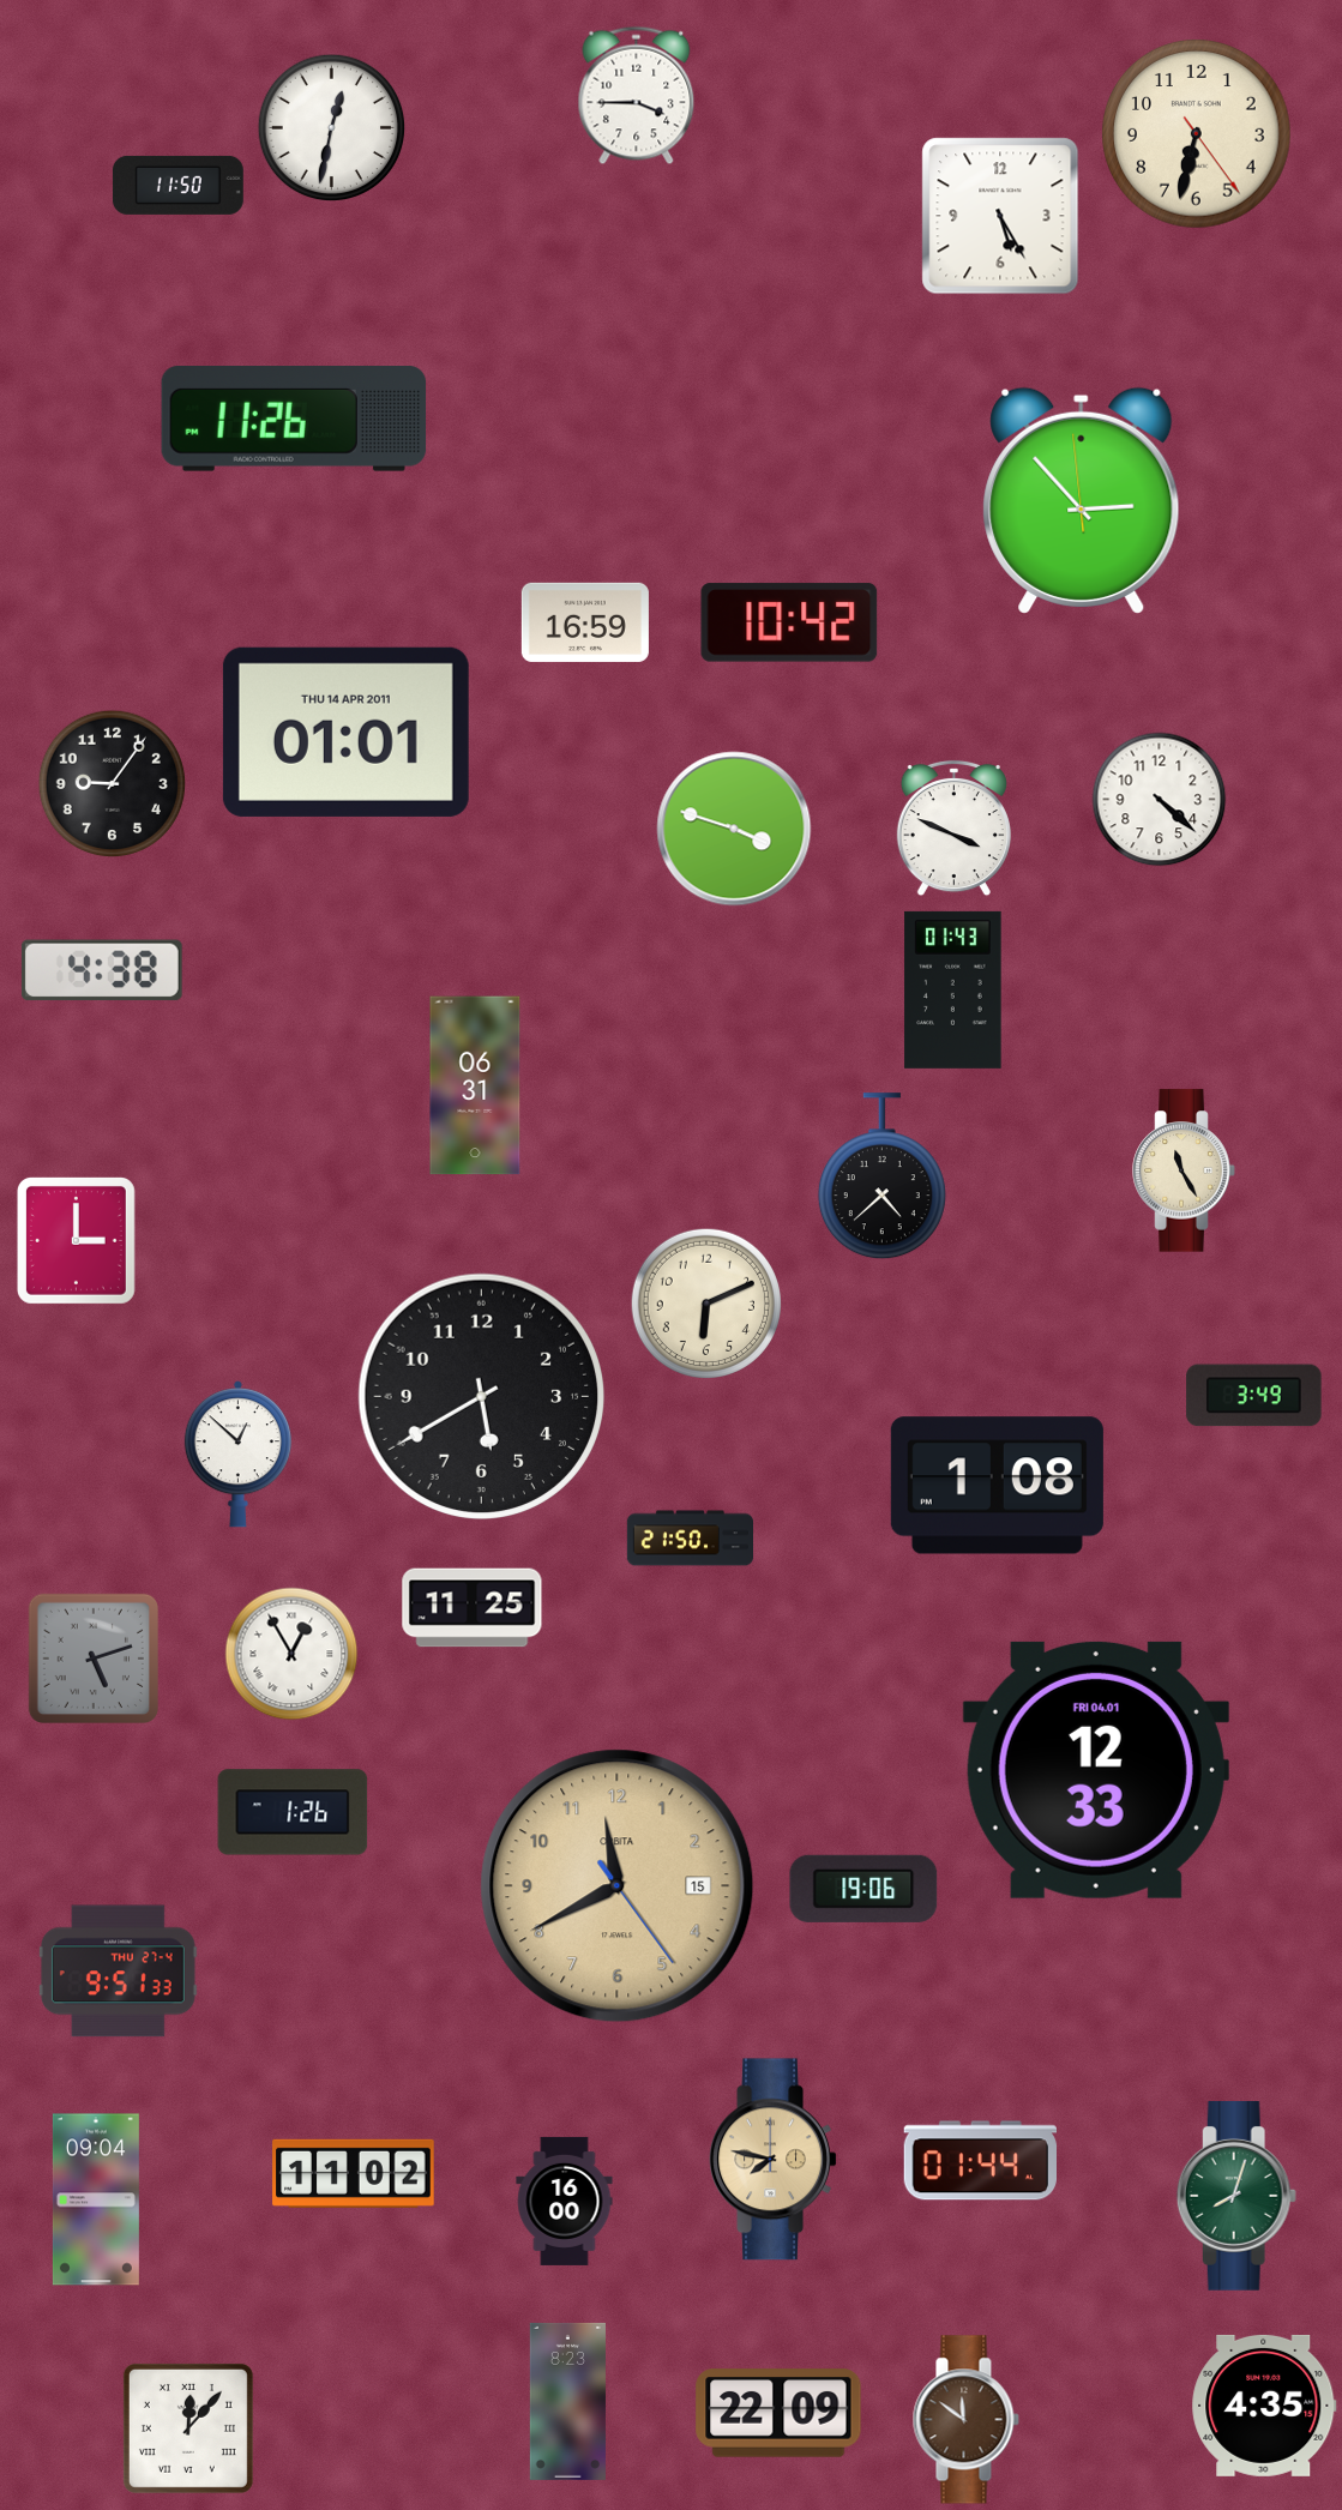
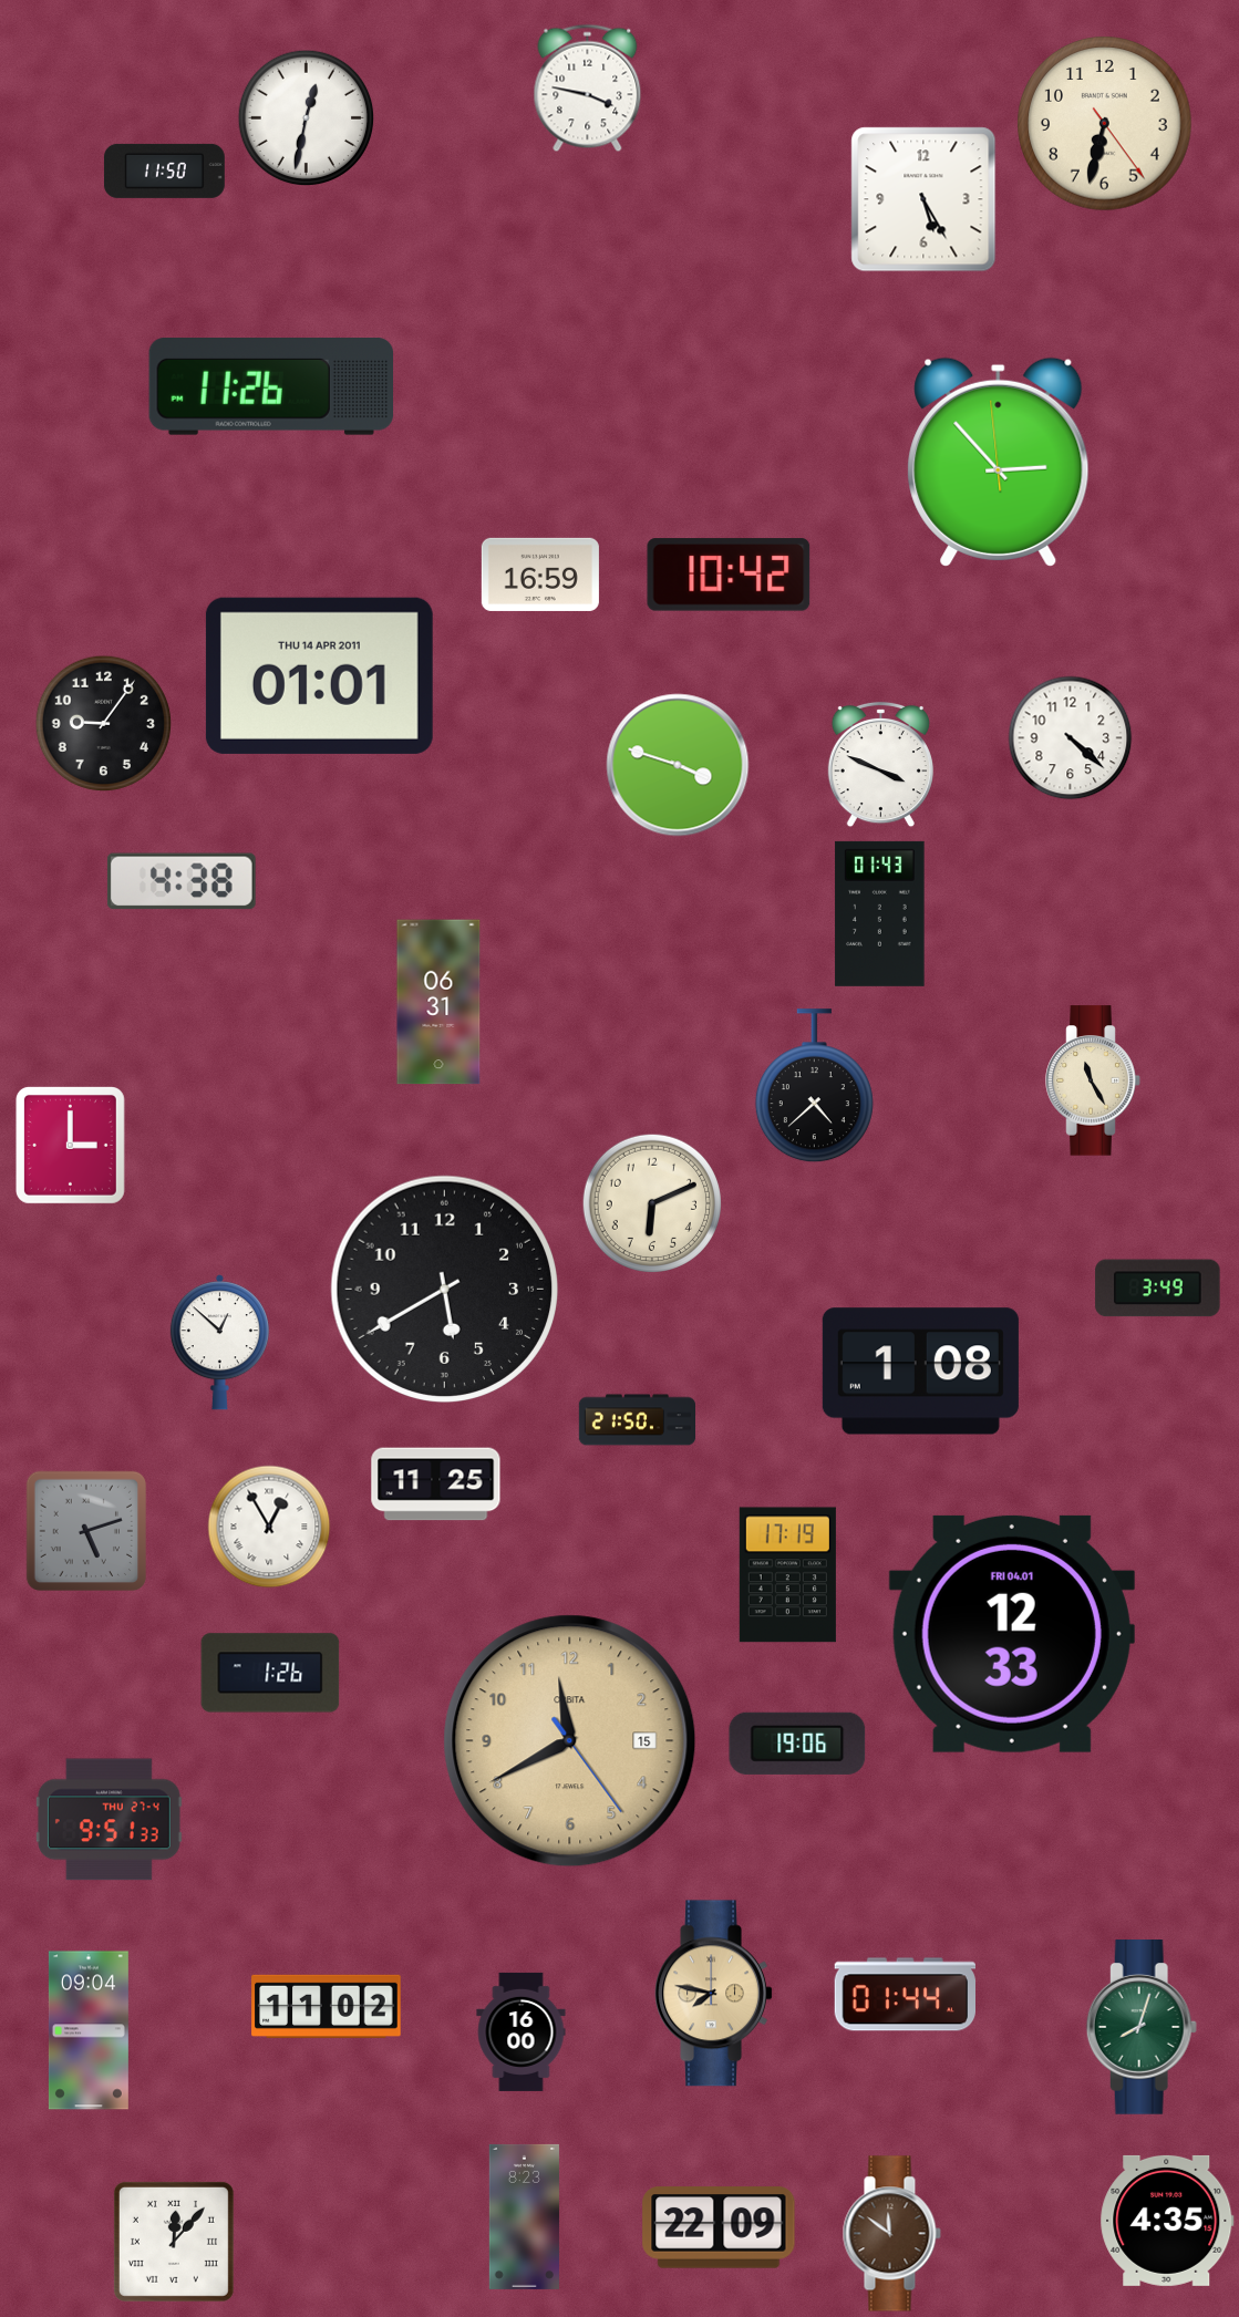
clock at (637, 96): 3:45 -> 3:47
clock at (102, 970) position: (102, 970) -> (182, 881)
clock at (787, 1575): none -> 17:19
